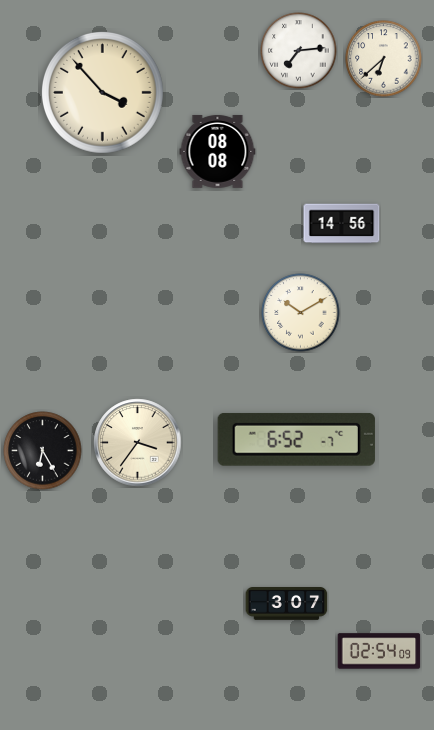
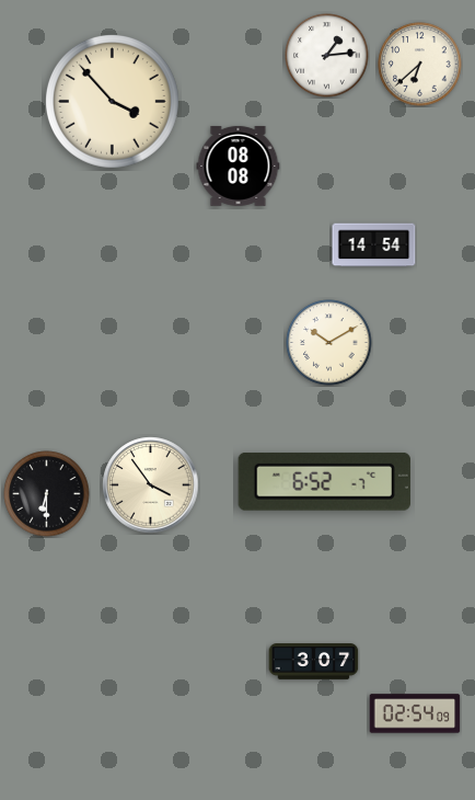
clock at (299, 51): 7:14 -> 1:14
clock at (342, 224): 14:56 -> 14:54
clock at (138, 443): 3:36 -> 3:54
clock at (43, 451): 6:25 -> 6:30
